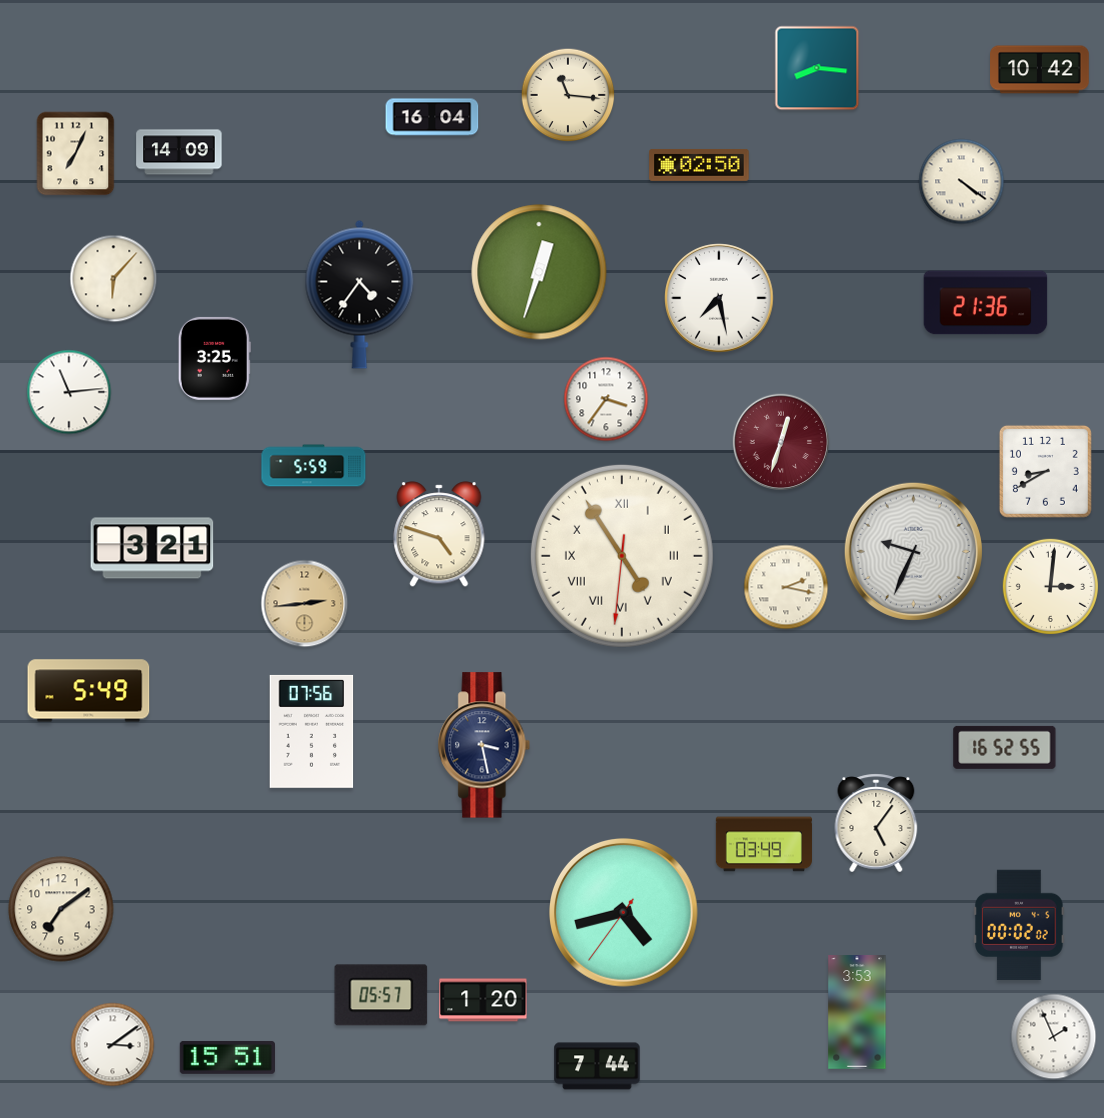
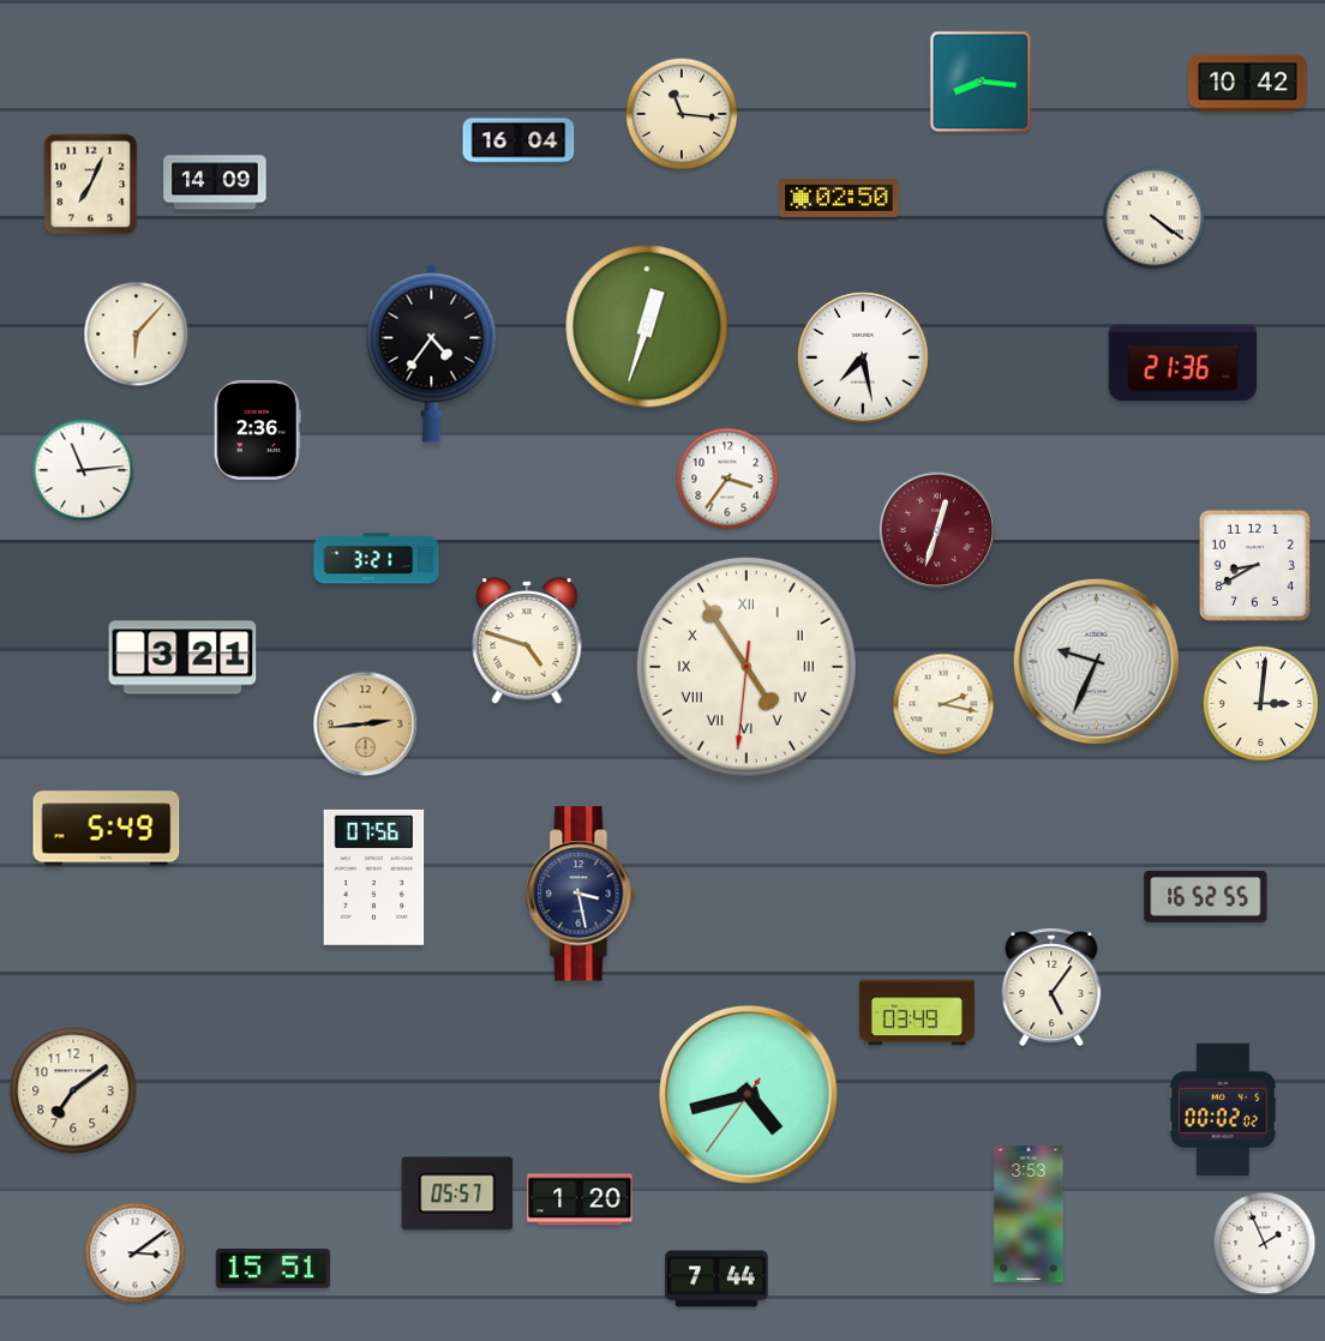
clock at (214, 358): 3:25 -> 2:36
clock at (314, 466): 5:59 -> 3:21
